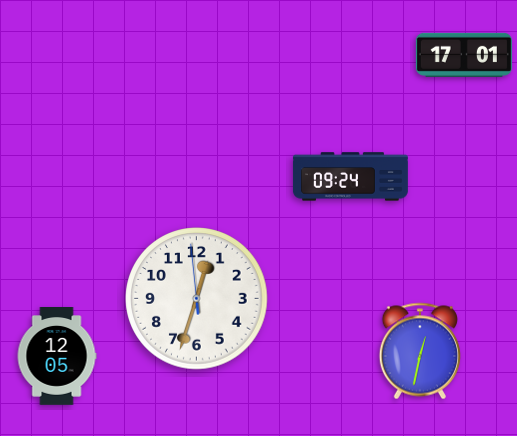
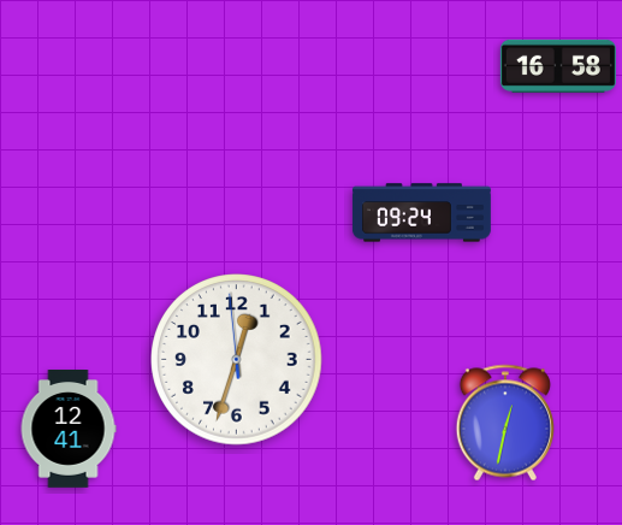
clock at (464, 55): 17:01 -> 16:58
clock at (57, 357): 12:05 -> 12:41
